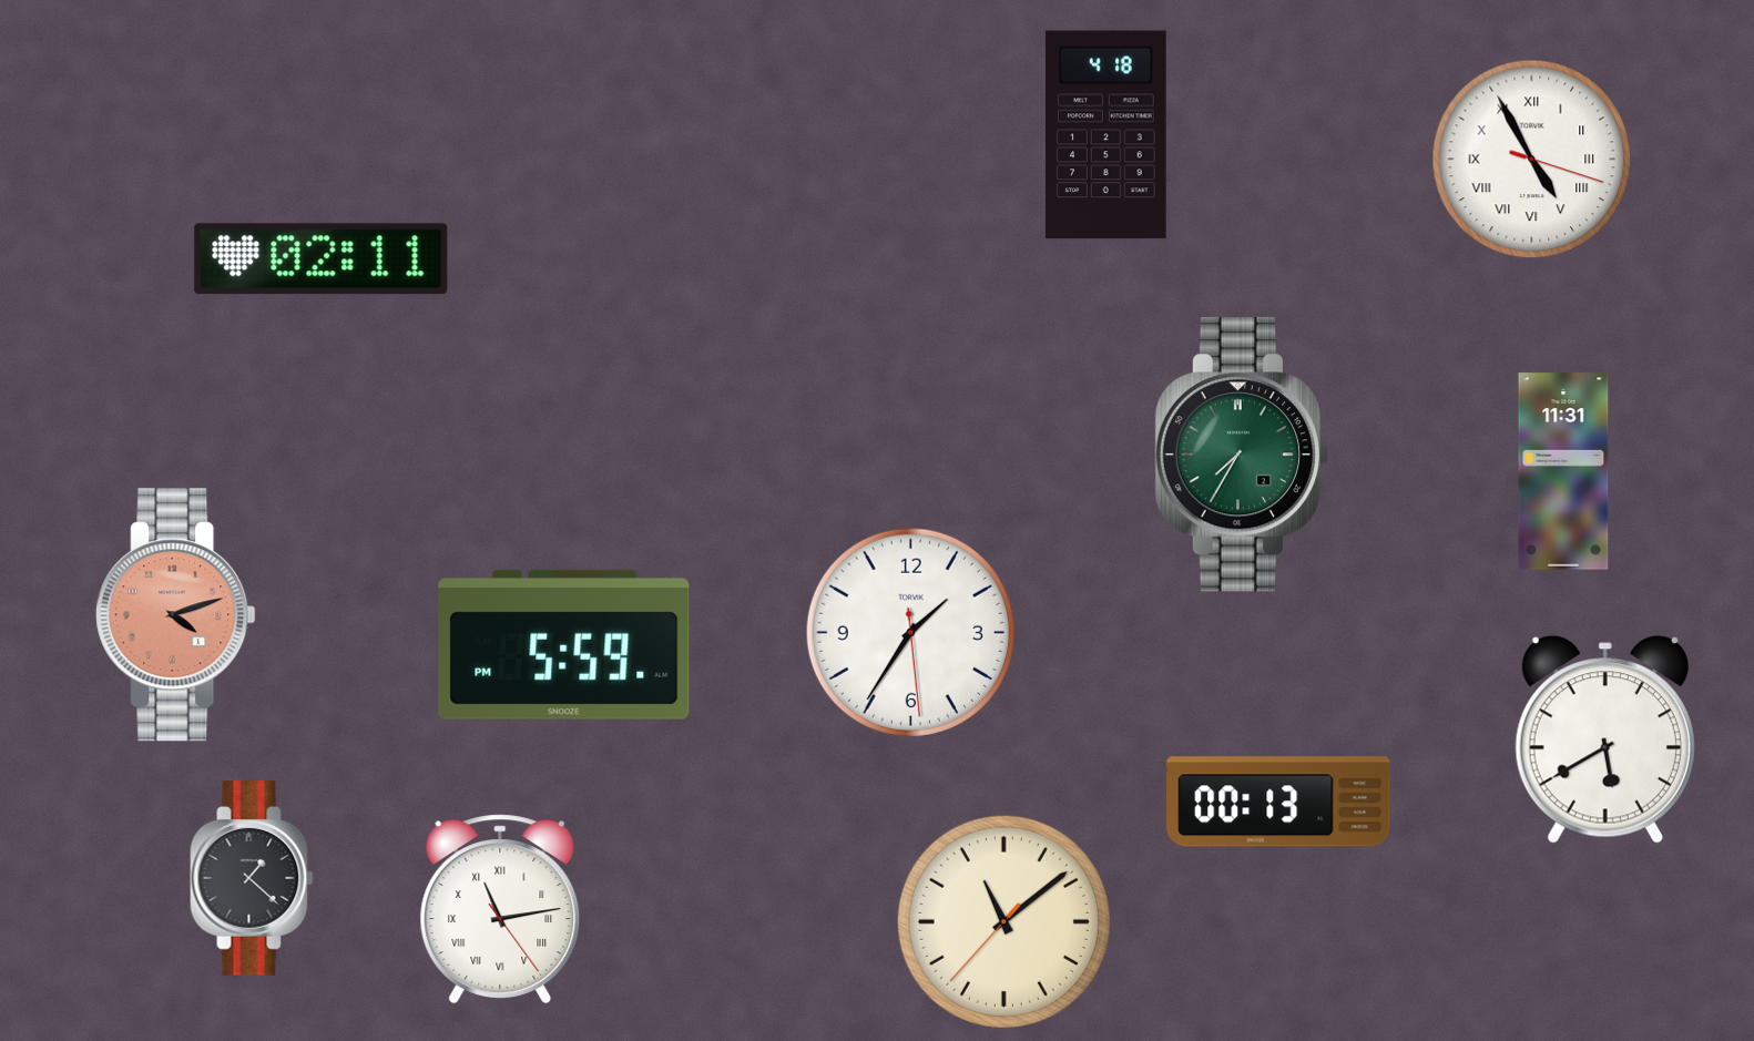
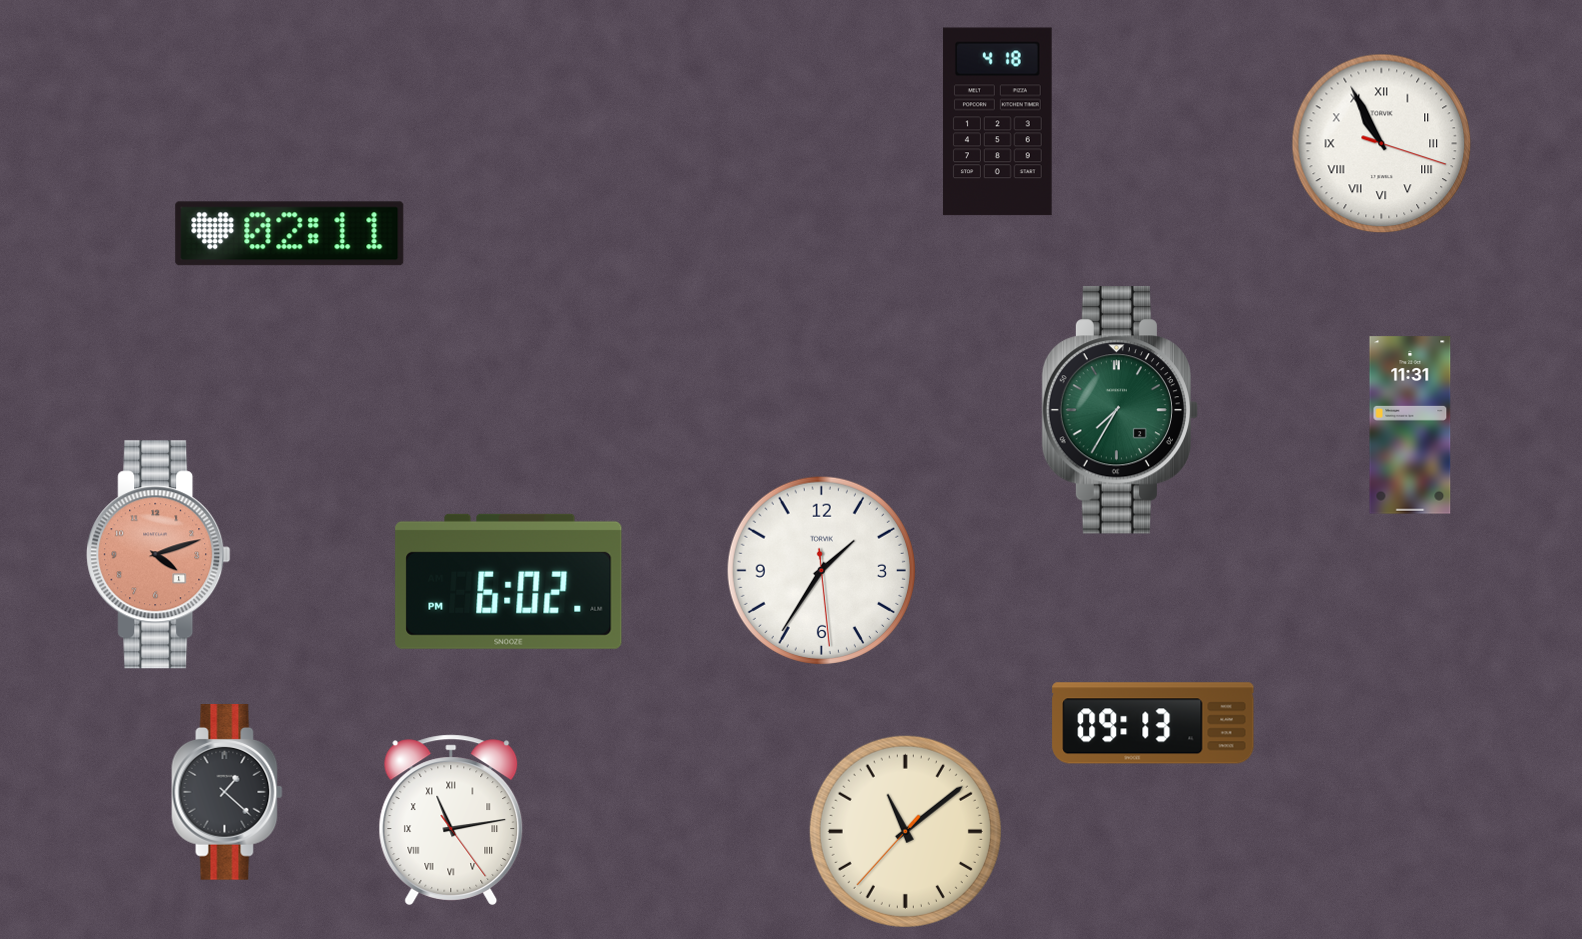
clock at (1532, 160): 4:55 -> 10:55
clock at (564, 644): 5:59 -> 6:02
clock at (1605, 739): 5:40 -> none
clock at (1278, 802): 00:13 -> 09:13
